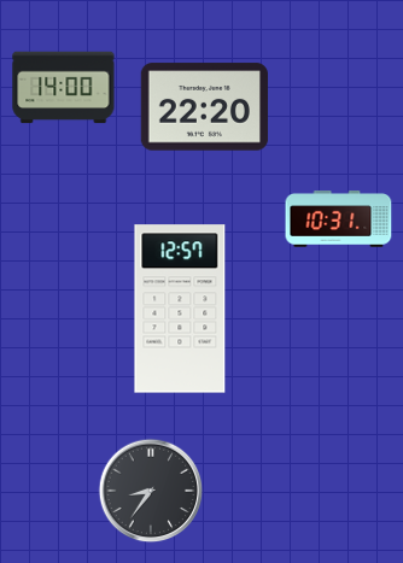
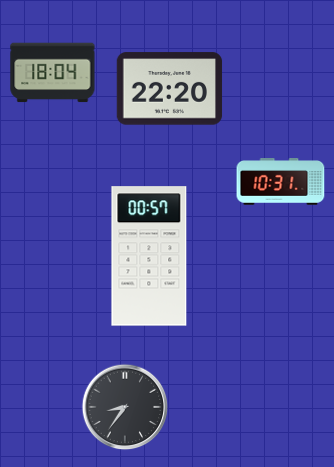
clock at (64, 88): 14:00 -> 18:04
clock at (180, 309): 12:57 -> 00:57
